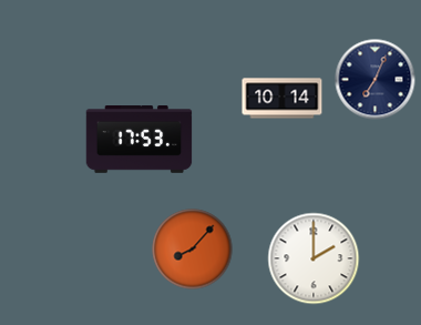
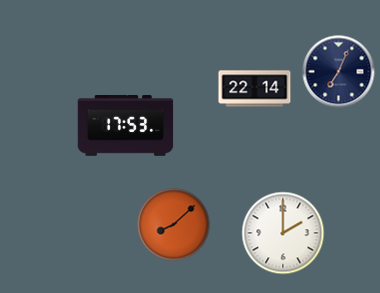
clock at (283, 99): 10:14 -> 22:14
clock at (193, 250): 8:07 -> 8:08
